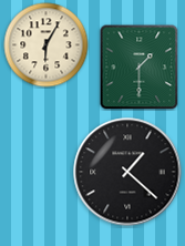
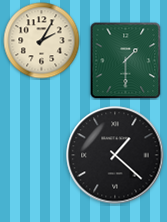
clock at (47, 45): 6:05 -> 2:05
